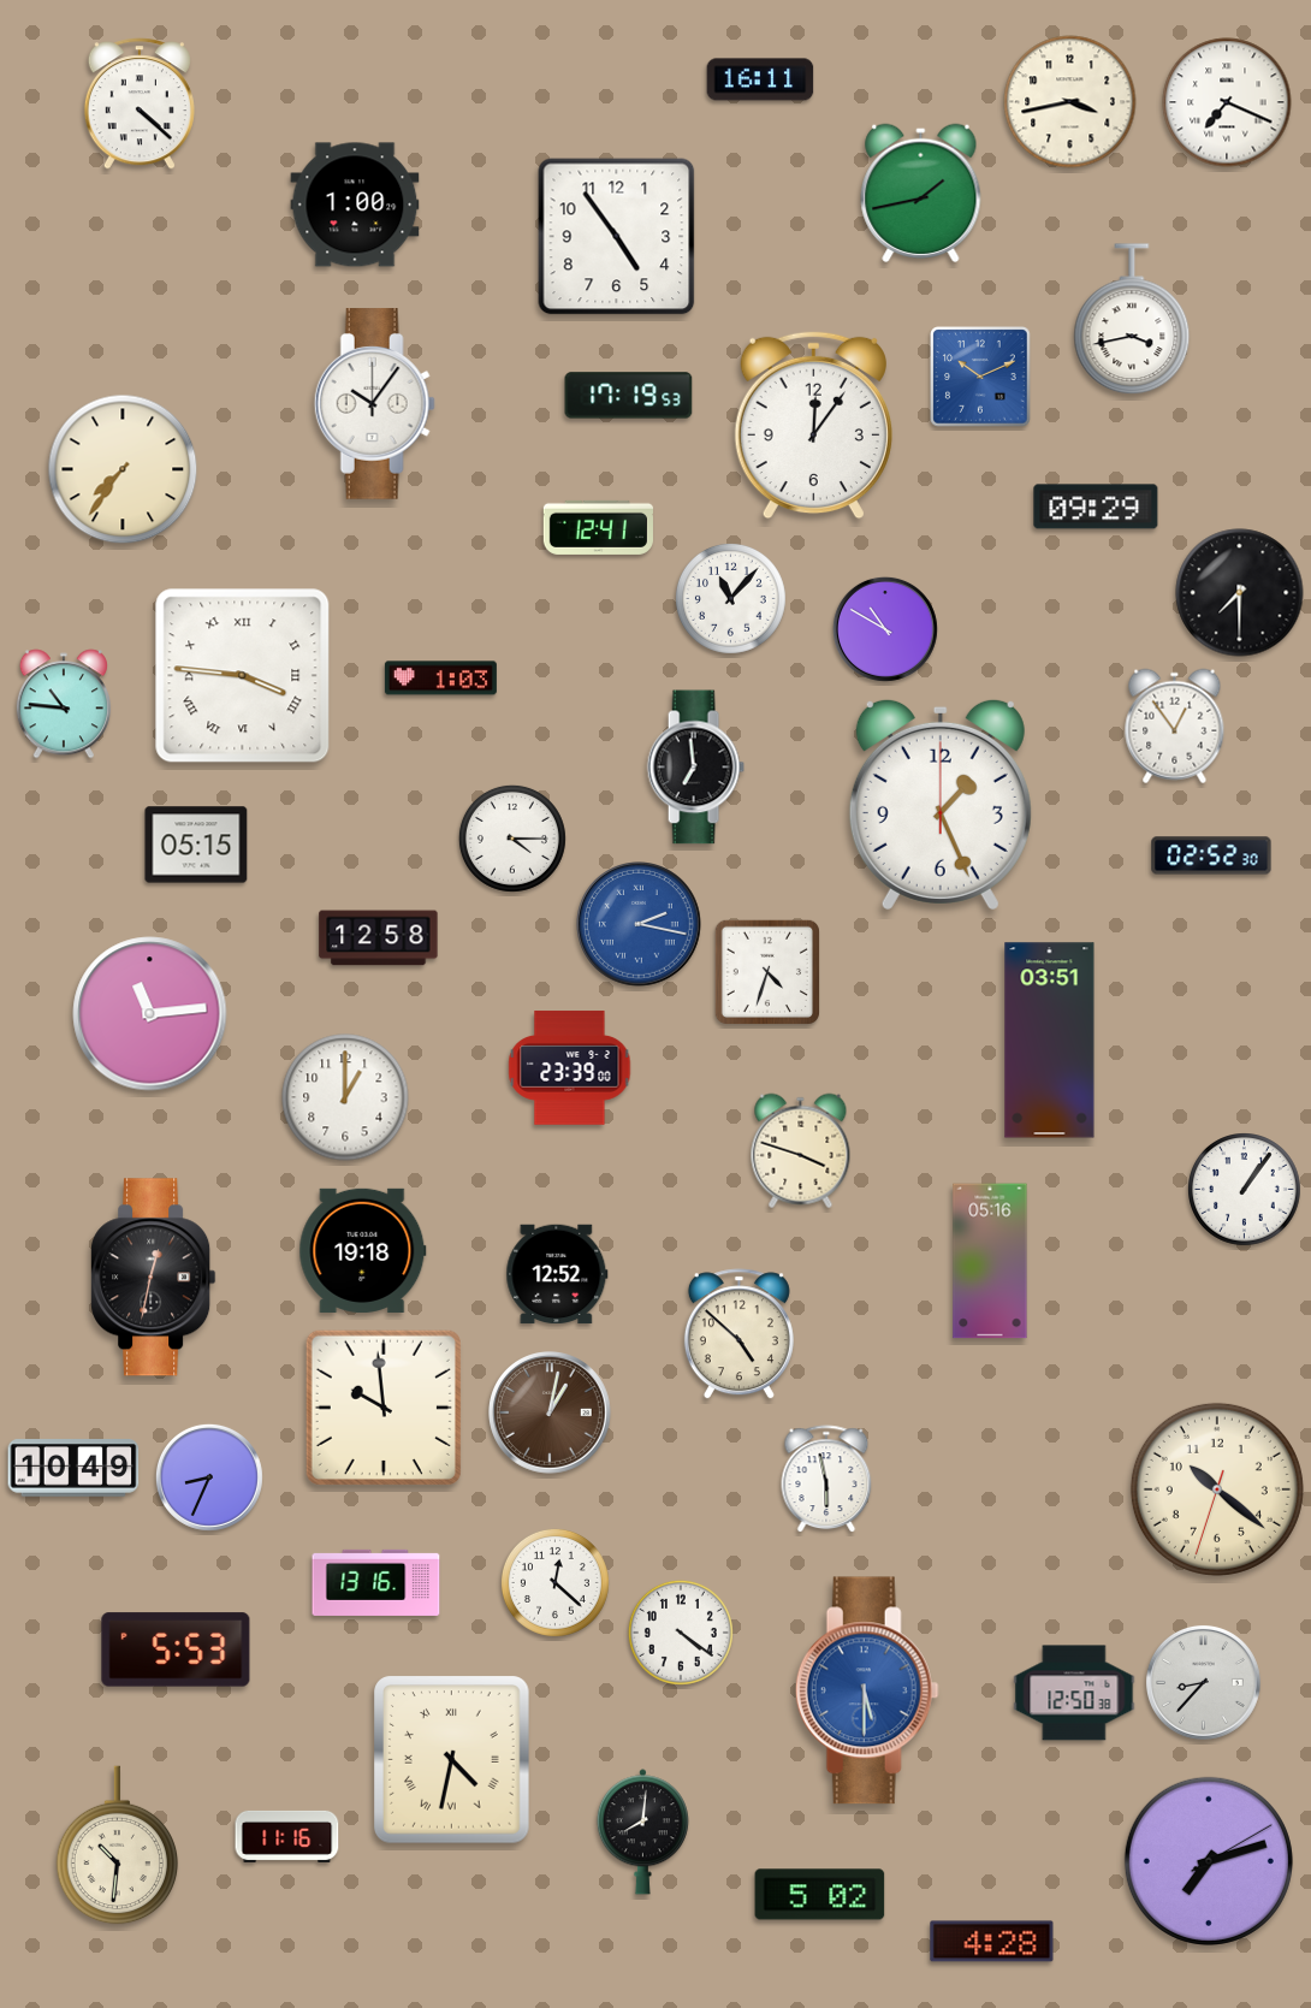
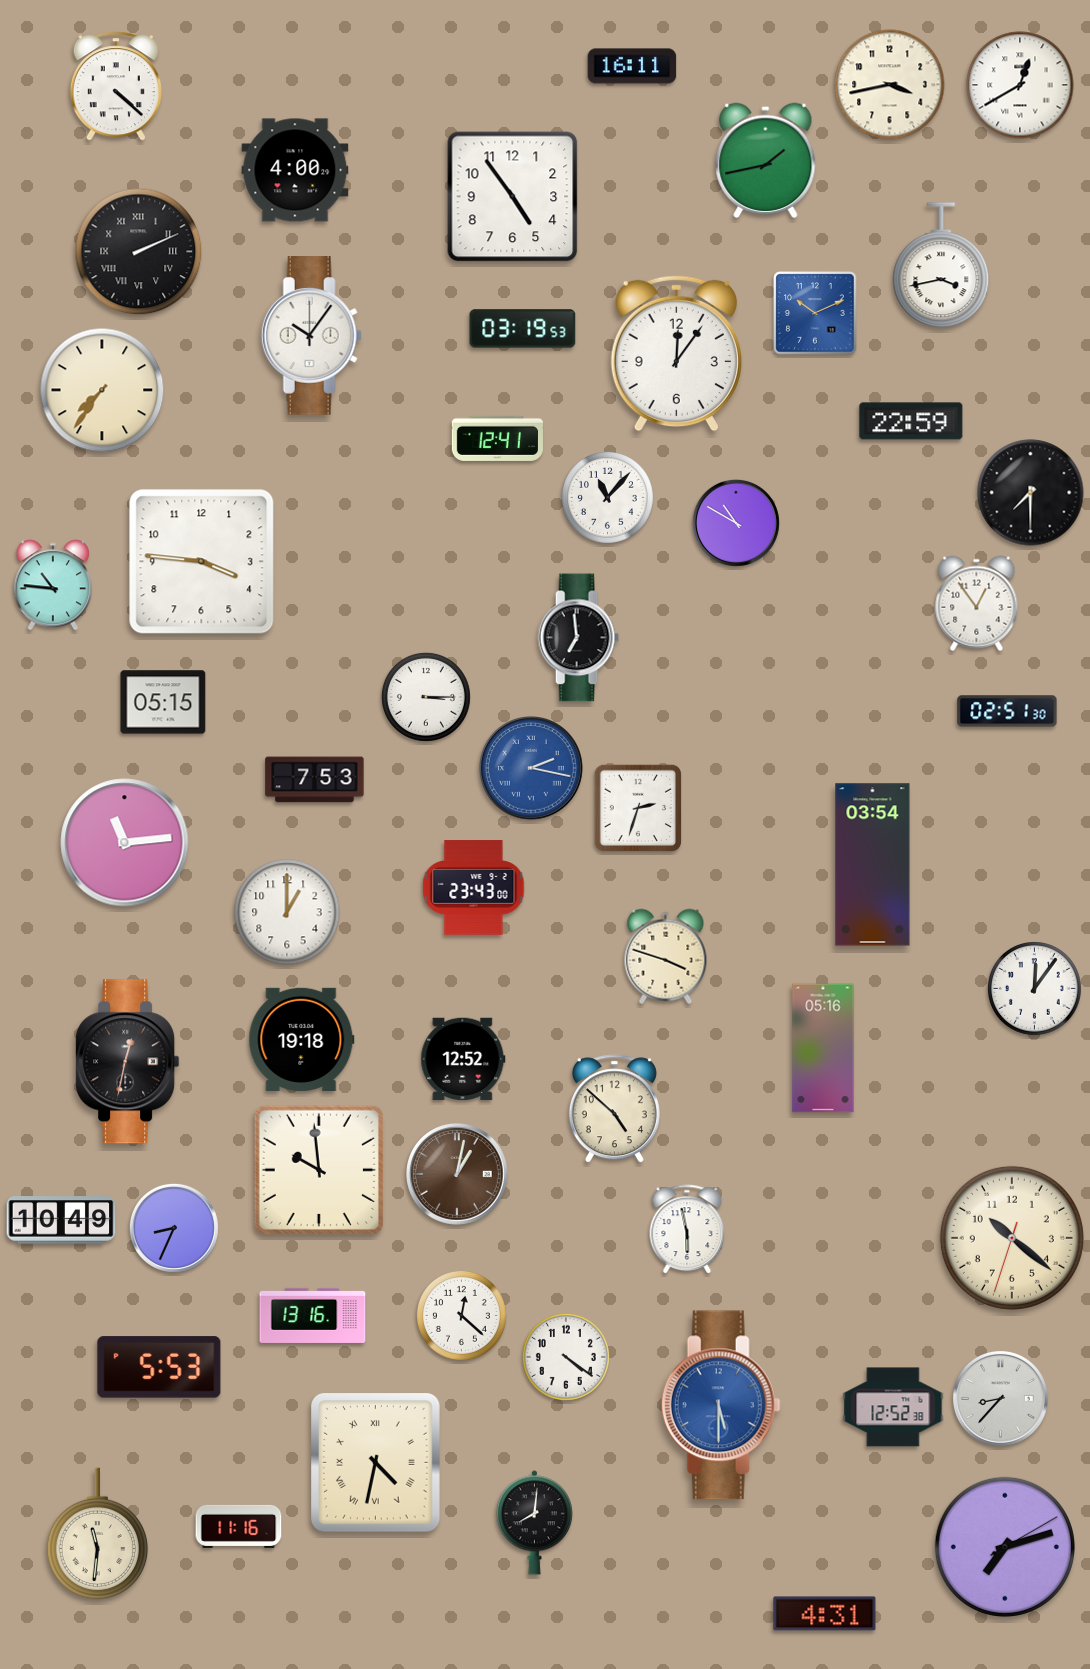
clock at (1227, 102): 7:19 -> 12:40
clock at (355, 205): 1:00 -> 4:00
clock at (139, 252): none -> 2:11
clock at (629, 396): 17:19 -> 03:19
clock at (1096, 507): 09:29 -> 22:59
clock at (243, 676) numerals: Roman -> Arabic
clock at (440, 679): 1:03 -> none
clock at (941, 804): 1:26 -> none
clock at (512, 839): 4:15 -> 3:15
clock at (1211, 855): 02:52 -> 02:51
clock at (379, 938): 12:58 -> 7:53
clock at (766, 971): 4:33 -> 2:33
clock at (1050, 1041): 03:51 -> 03:54
clock at (570, 1068): 23:39 -> 23:43
clock at (1245, 1190): 1:06 -> 12:06
clock at (176, 1649) position: (176, 1649) -> (159, 1367)
clock at (1074, 1693): 12:50 -> 12:52
clock at (118, 1846): 10:31 -> 11:31
clock at (820, 1895): 5:02 -> none
clock at (992, 1942): 4:28 -> 4:31
